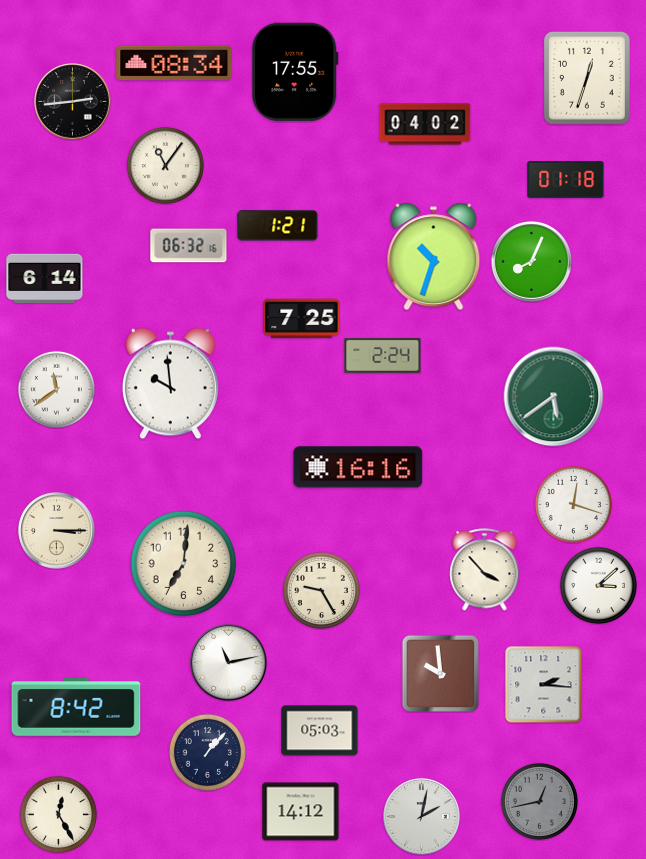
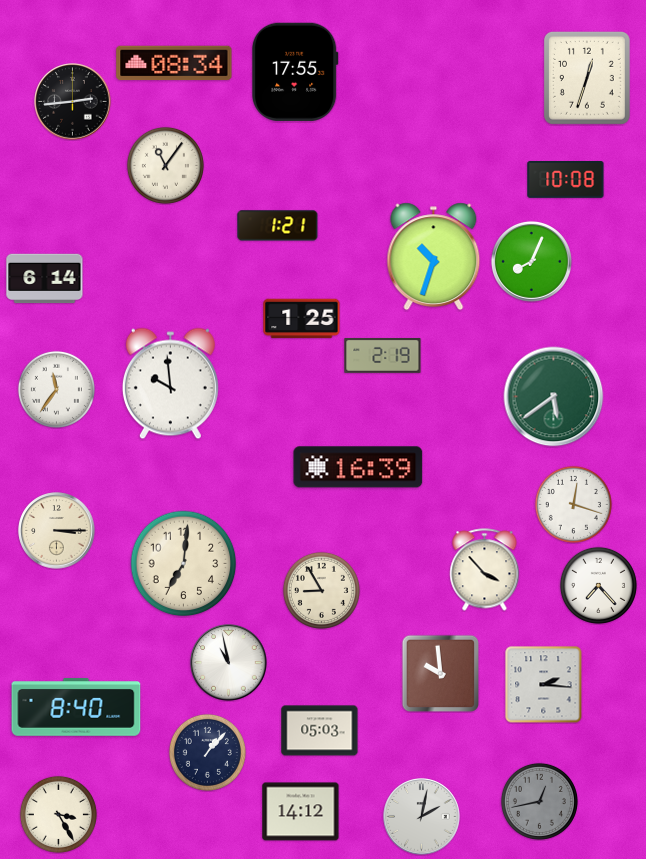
clock at (425, 124): 04:02 -> none
clock at (566, 180): 01:18 -> 10:08
clock at (189, 246): 06:32 -> none
clock at (302, 319): 7:25 -> 1:25
clock at (383, 356): 2:24 -> 2:19
clock at (56, 389): 11:39 -> 11:36
clock at (358, 467): 16:16 -> 16:39
clock at (598, 585): 3:08 -> 7:23
clock at (321, 590): 9:25 -> 8:55
clock at (229, 663): 11:13 -> 10:58
clock at (76, 707): 8:42 -> 8:40
clock at (58, 814): 12:25 -> 3:25
